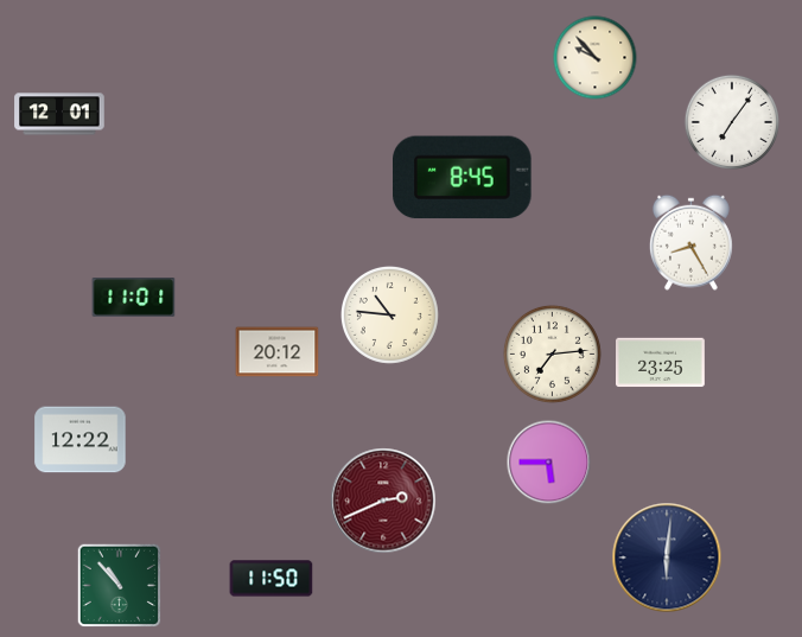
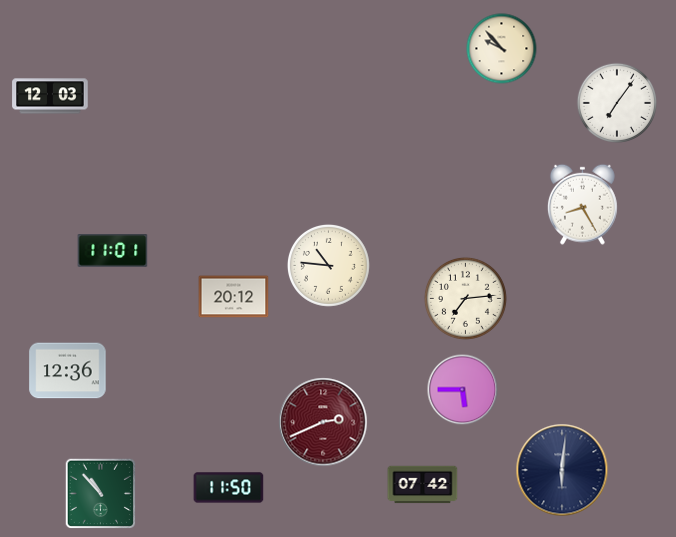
clock at (59, 114): 12:01 -> 12:03
clock at (463, 178): 8:45 -> none
clock at (661, 363): 23:25 -> none
clock at (81, 440): 12:22 -> 12:36
clock at (423, 485): none -> 07:42
